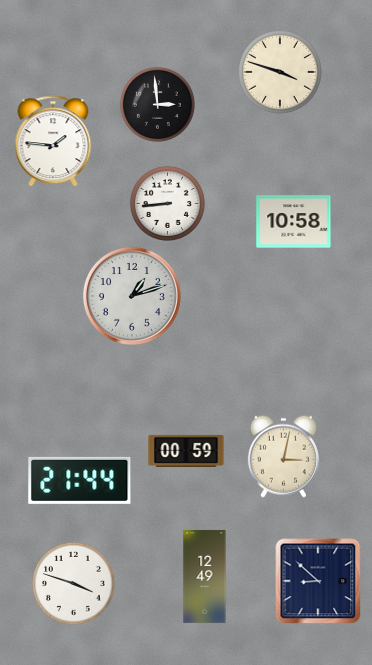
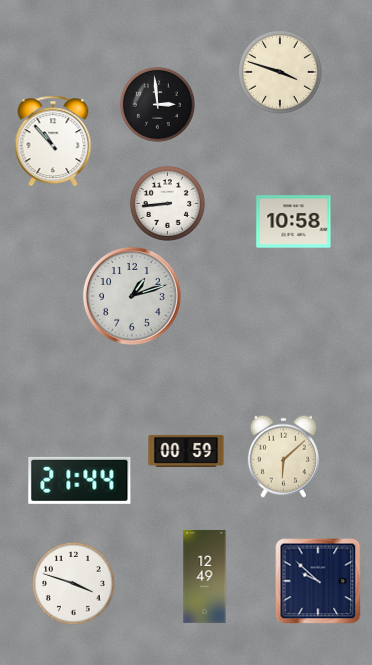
clock at (53, 141): 1:46 -> 10:53
clock at (283, 456): 3:02 -> 6:08
clock at (318, 581): 8:52 -> 9:52
